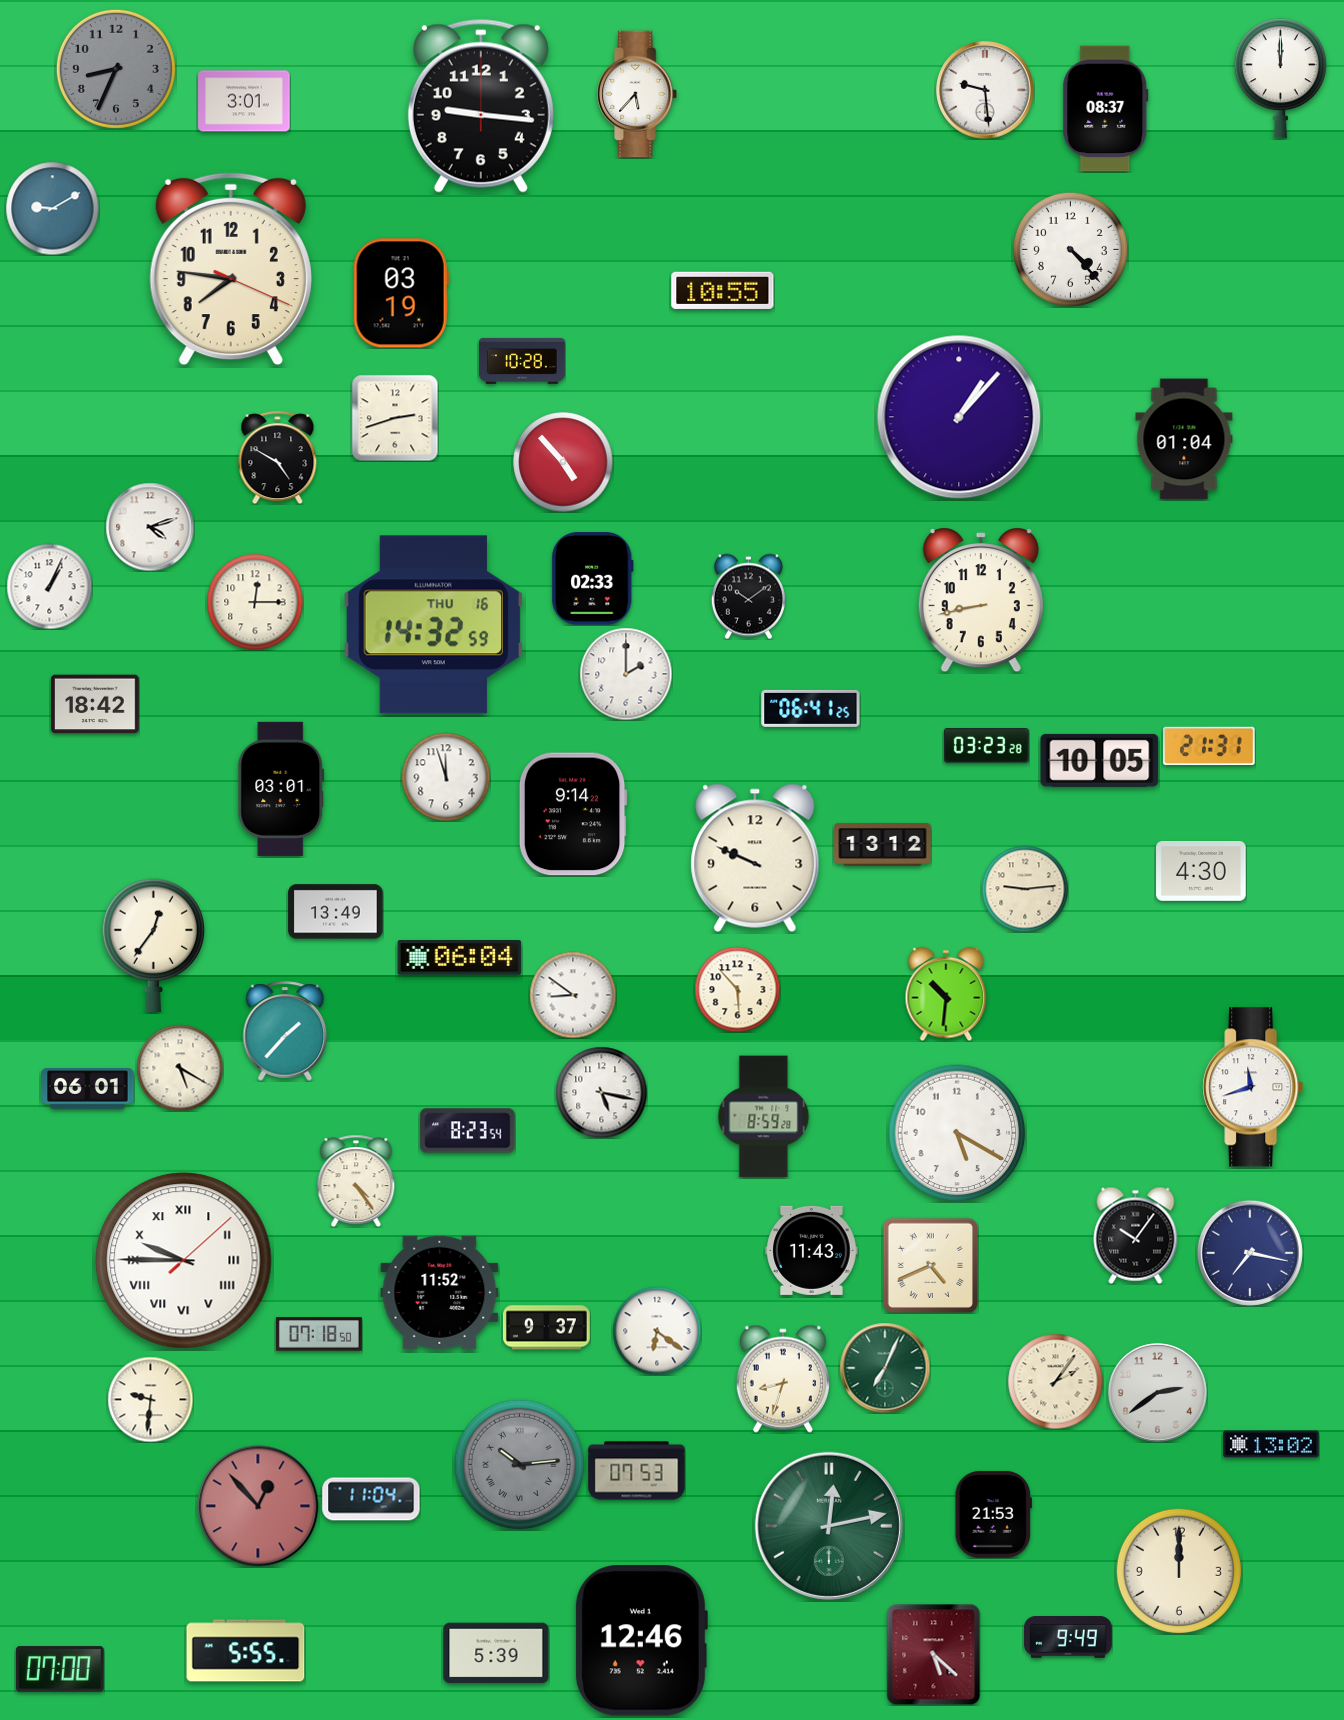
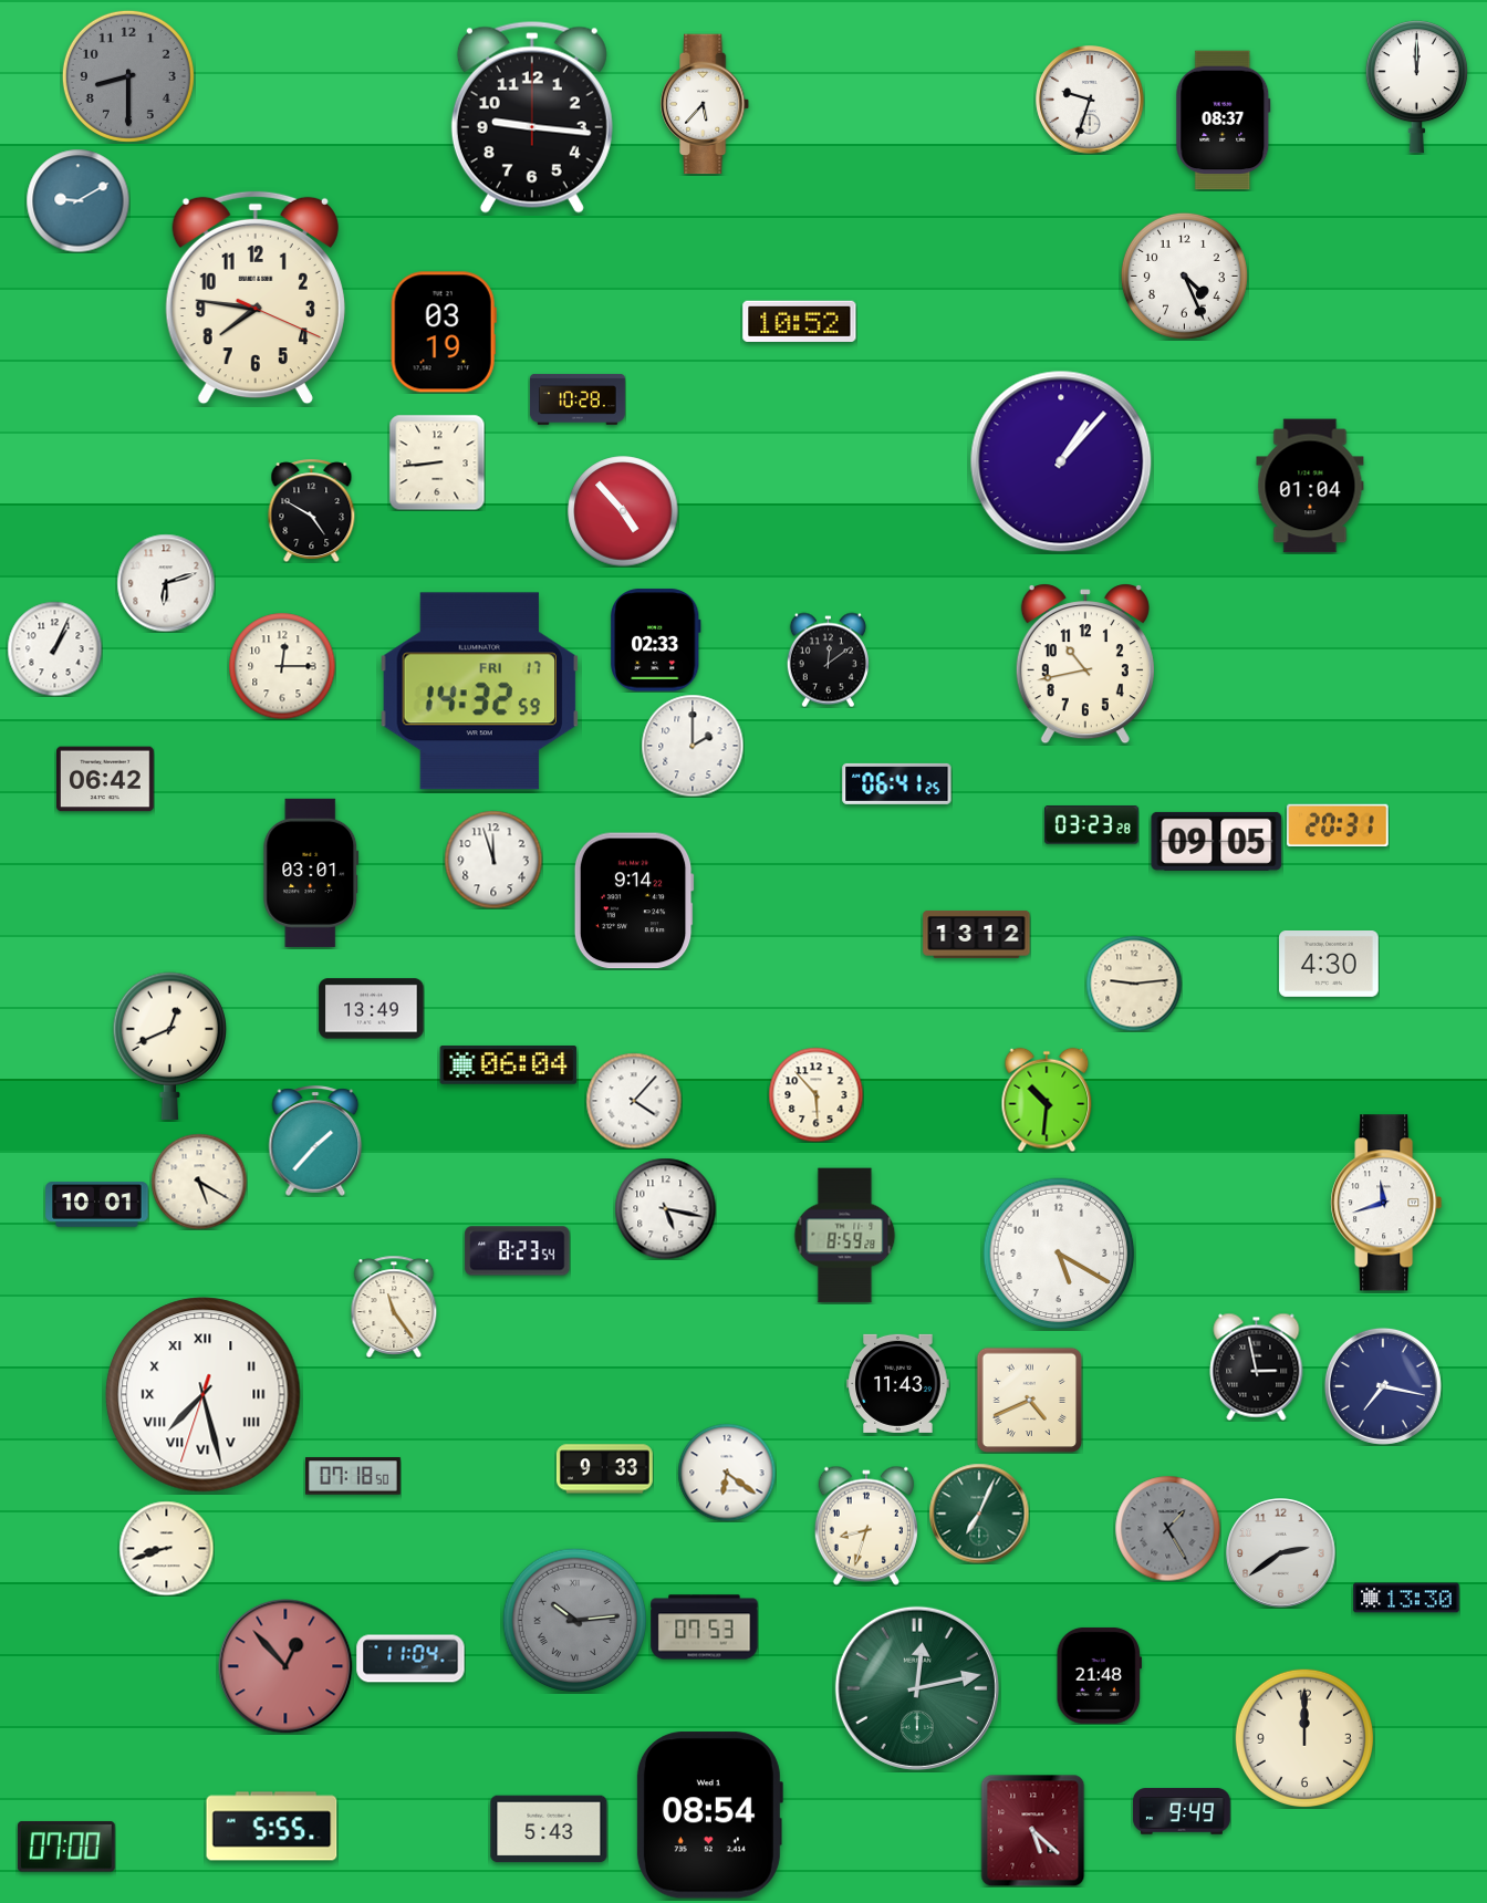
clock at (116, 69): 8:34 -> 8:30
clock at (985, 90): 9:29 -> 9:33
clock at (244, 101): 3:01 -> none
clock at (52, 208) position: (52, 208) -> (77, 200)
clock at (1070, 249): 4:23 -> 4:26
clock at (723, 290): 10:55 -> 10:52
clock at (401, 293) position: (401, 293) -> (444, 332)
clock at (395, 418): 2:42 -> 8:44
clock at (278, 457) position: (278, 457) -> (312, 510)
clock at (150, 527): 4:12 -> 6:12
clock at (748, 596): 10:09 -> 12:09
clock at (981, 600): 8:43 -> 10:43
clock at (434, 625) date: THU 16 -> FRI 17
clock at (96, 704): 18:42 -> 06:42
clock at (1209, 745): 21:31 -> 20:31
clock at (1100, 760): 10:05 -> 09:05
clock at (755, 858): 9:49 -> none
clock at (154, 945): 12:36 -> 12:41
clock at (460, 958) position: (460, 958) -> (509, 1065)
clock at (573, 995): 8:51 -> 4:07
clock at (88, 1089): 06:01 -> 10:01
clock at (356, 1180): 4:24 -> 11:24
clock at (1136, 1235): 10:06 -> 2:58
clock at (184, 1261): 9:45 -> 7:27
clock at (440, 1292): 11:52 -> none
clock at (547, 1328): 9:37 -> 9:33
clock at (1055, 1381): 2:06 -> 1:25
clock at (1055, 1381) dial: cream -> grey
clock at (1158, 1393) position: (1158, 1393) -> (1281, 1553)
clock at (150, 1399): 9:31 -> 8:42
clock at (1271, 1444): 13:02 -> 13:30
clock at (993, 1514): 21:53 -> 21:48
clock at (641, 1641): 12:46 -> 08:54
clock at (496, 1653): 5:39 -> 5:43
